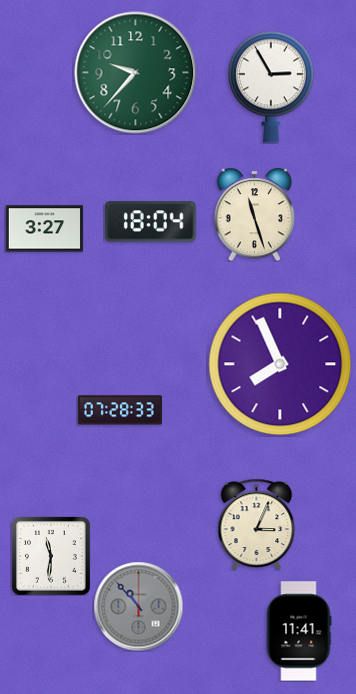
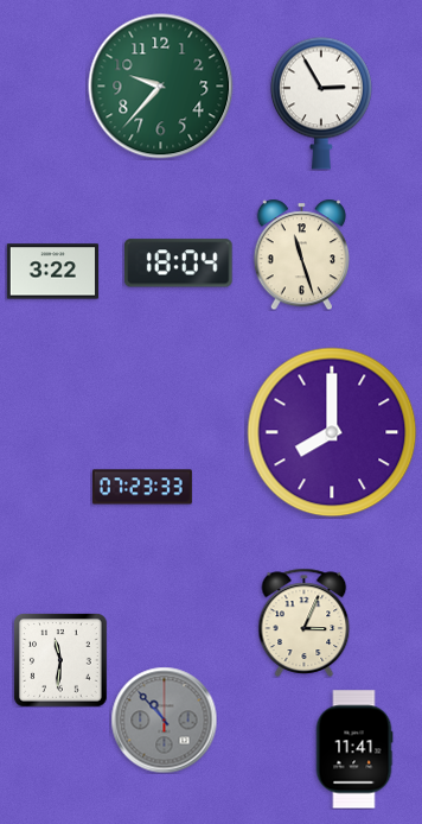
clock at (44, 229): 3:27 -> 3:22
clock at (280, 364): 7:56 -> 8:00
clock at (120, 410): 07:28 -> 07:23
